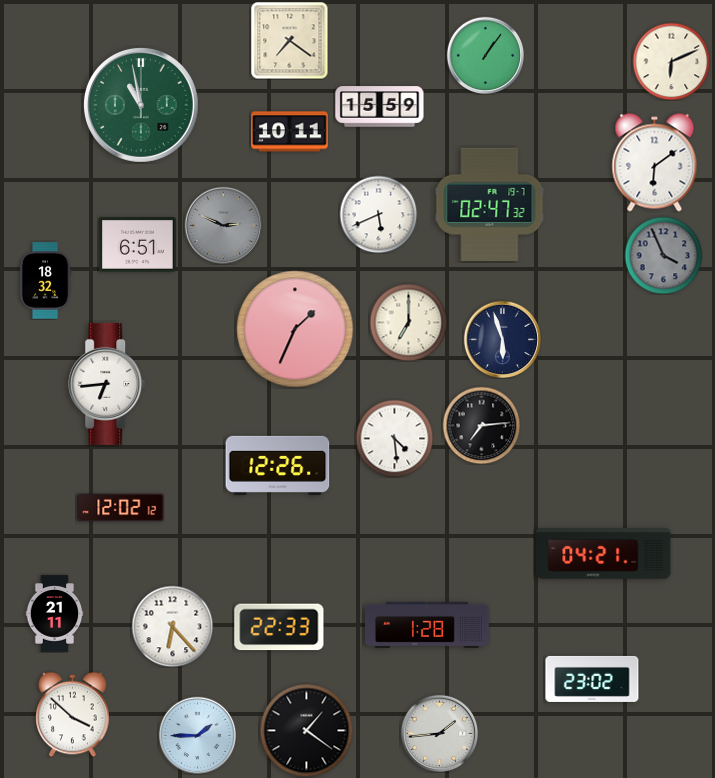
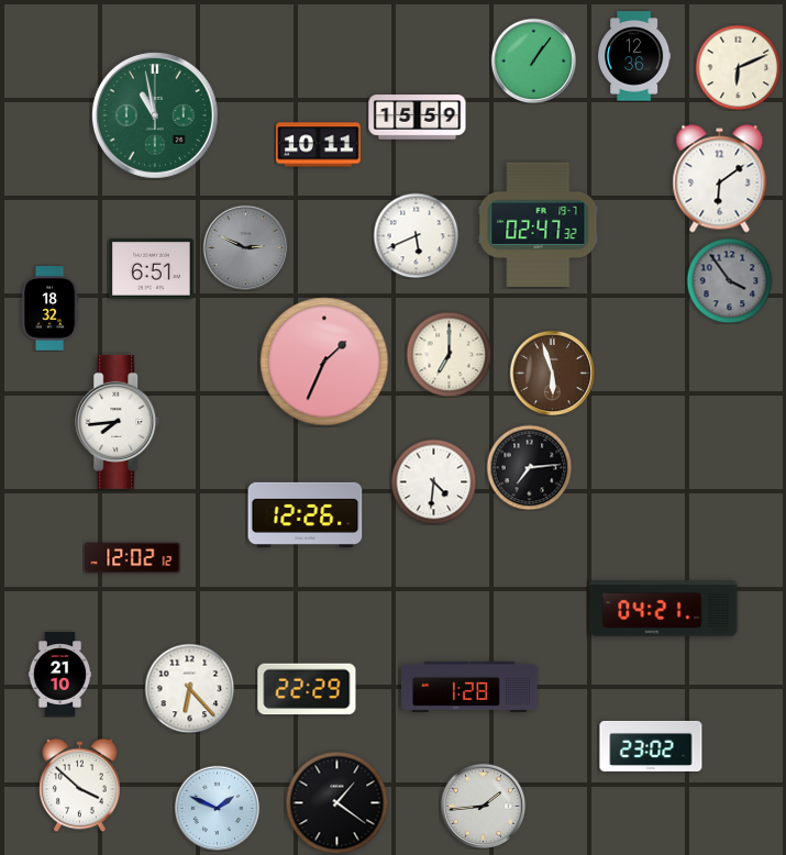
clock at (289, 40): 7:21 -> none
clock at (635, 56): none -> 12:36
clock at (663, 255): 3:56 -> 3:54
clock at (502, 339) dial: navy -> brown
clock at (108, 384): 6:44 -> 7:44
clock at (394, 438): 4:29 -> 4:31
clock at (278, 465) position: (278, 465) -> (306, 514)
clock at (55, 614): 21:11 -> 21:10
clock at (279, 627): 22:33 -> 22:29
clock at (197, 735): 1:45 -> 1:49
